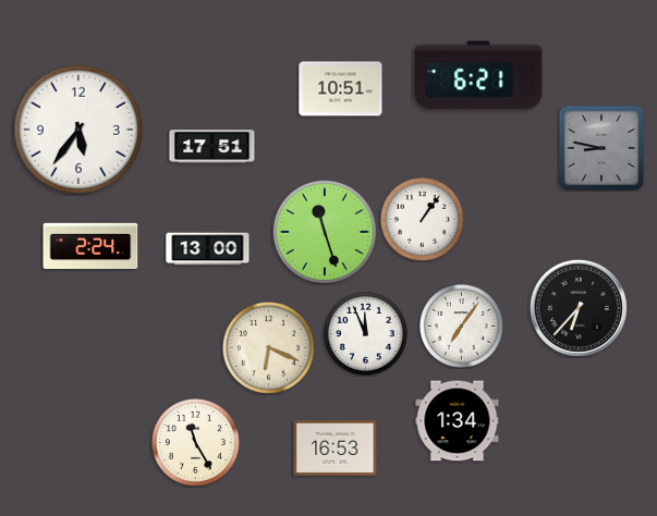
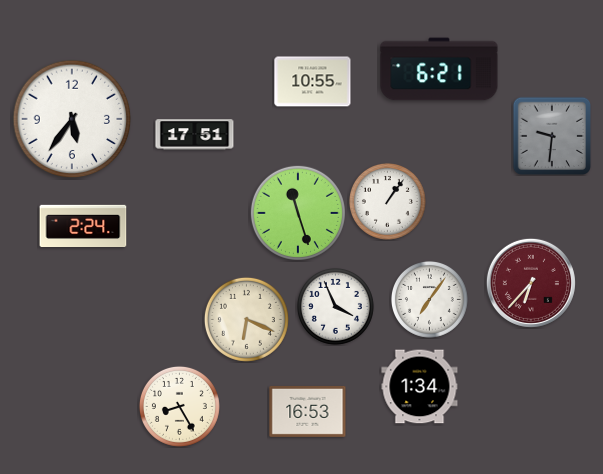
clock at (341, 89): 10:51 -> 10:55
clock at (600, 147): 8:47 -> 9:31
clock at (208, 249): 13:00 -> none
clock at (579, 308) dial: black -> burgundy
clock at (461, 325) position: (461, 325) -> (429, 299)
clock at (365, 333): 11:56 -> 3:56
clock at (195, 442): 11:25 -> 8:25
